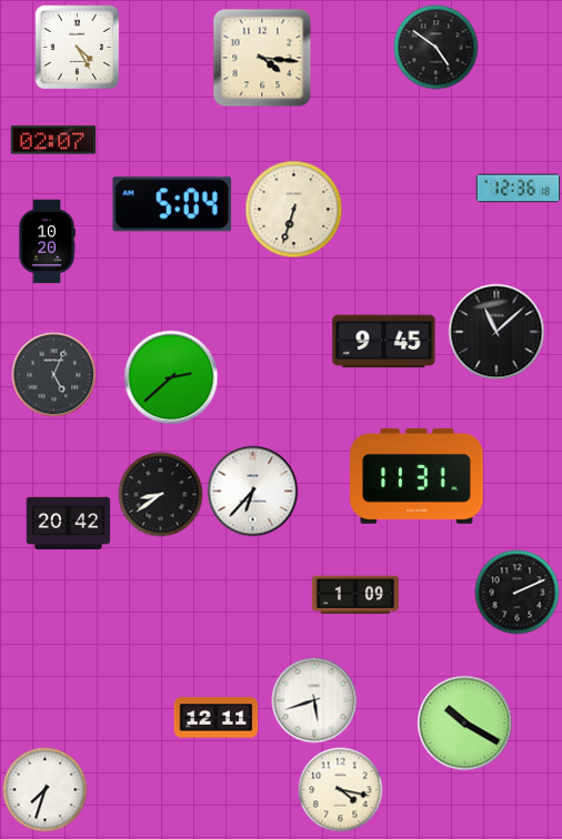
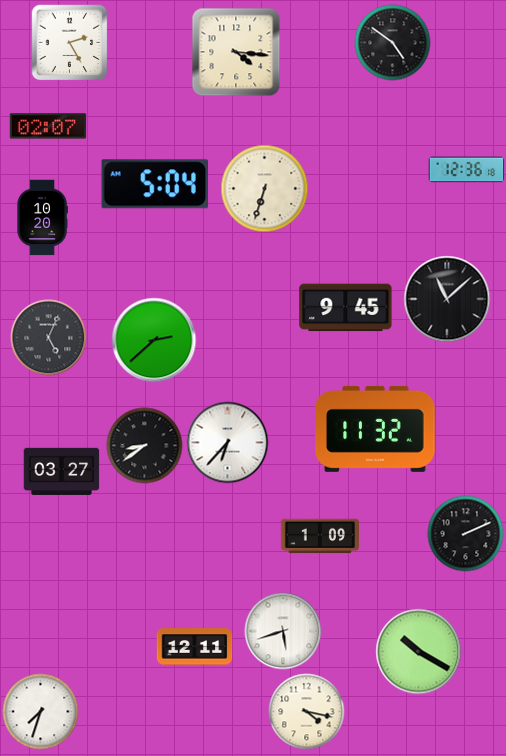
clock at (77, 47): 4:25 -> 2:25
clock at (417, 476): 11:31 -> 11:32
clock at (69, 523): 20:42 -> 03:27
